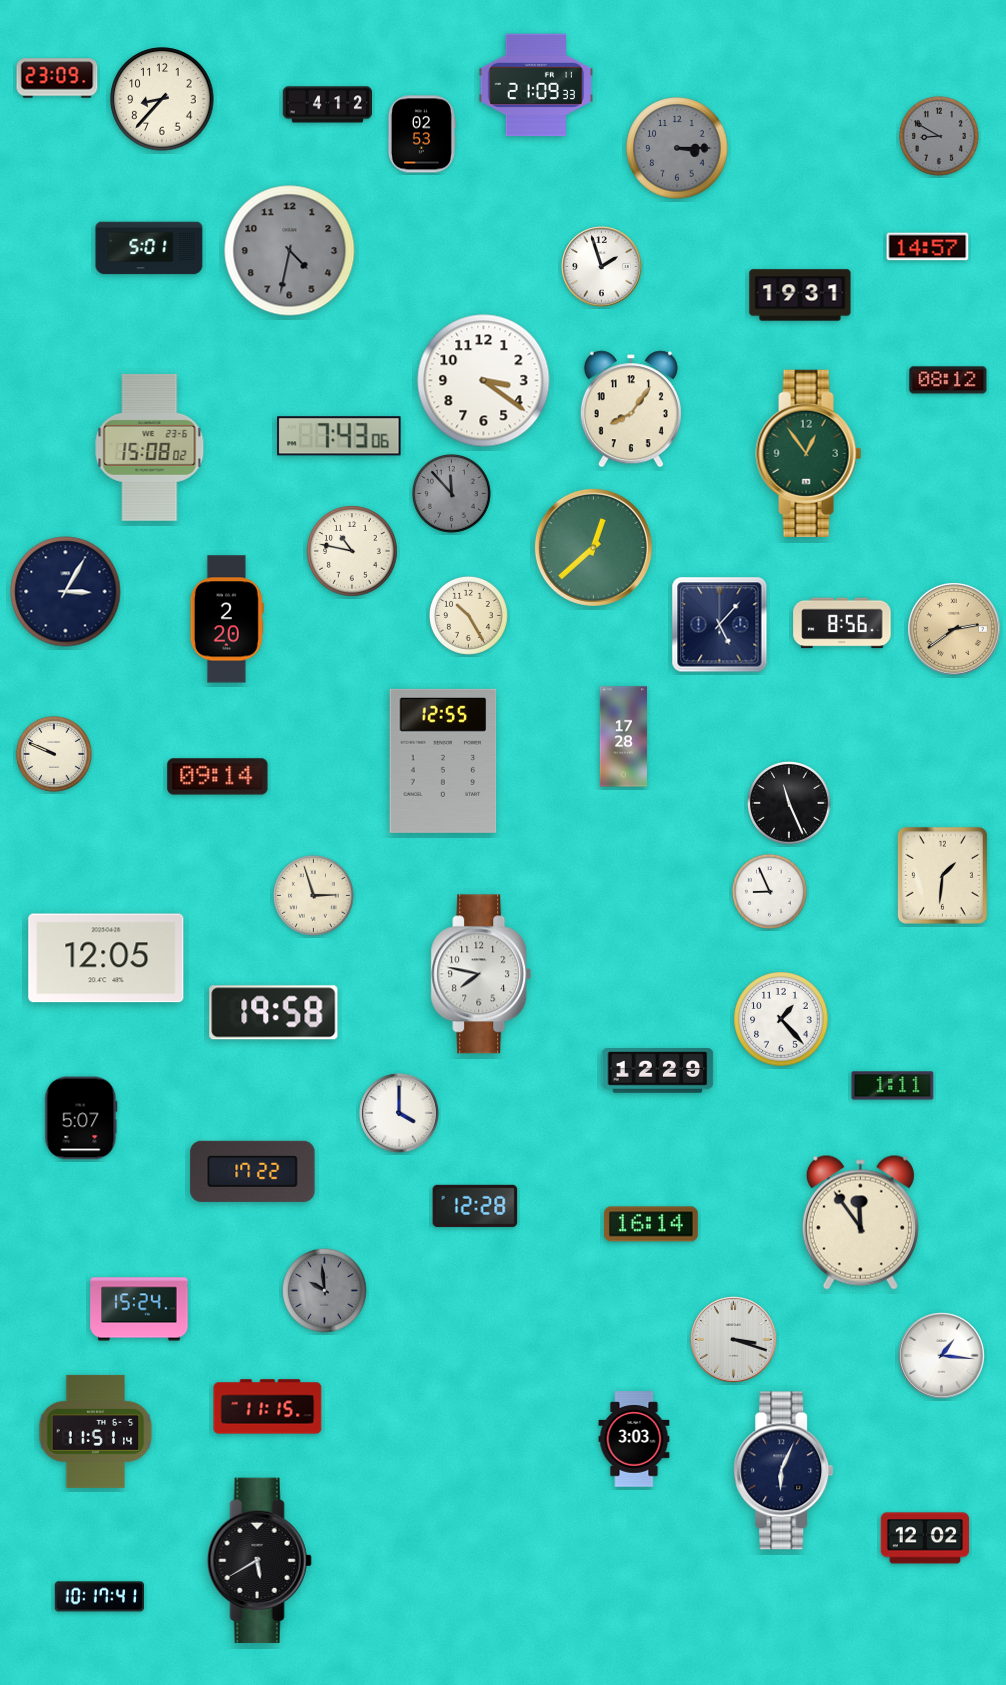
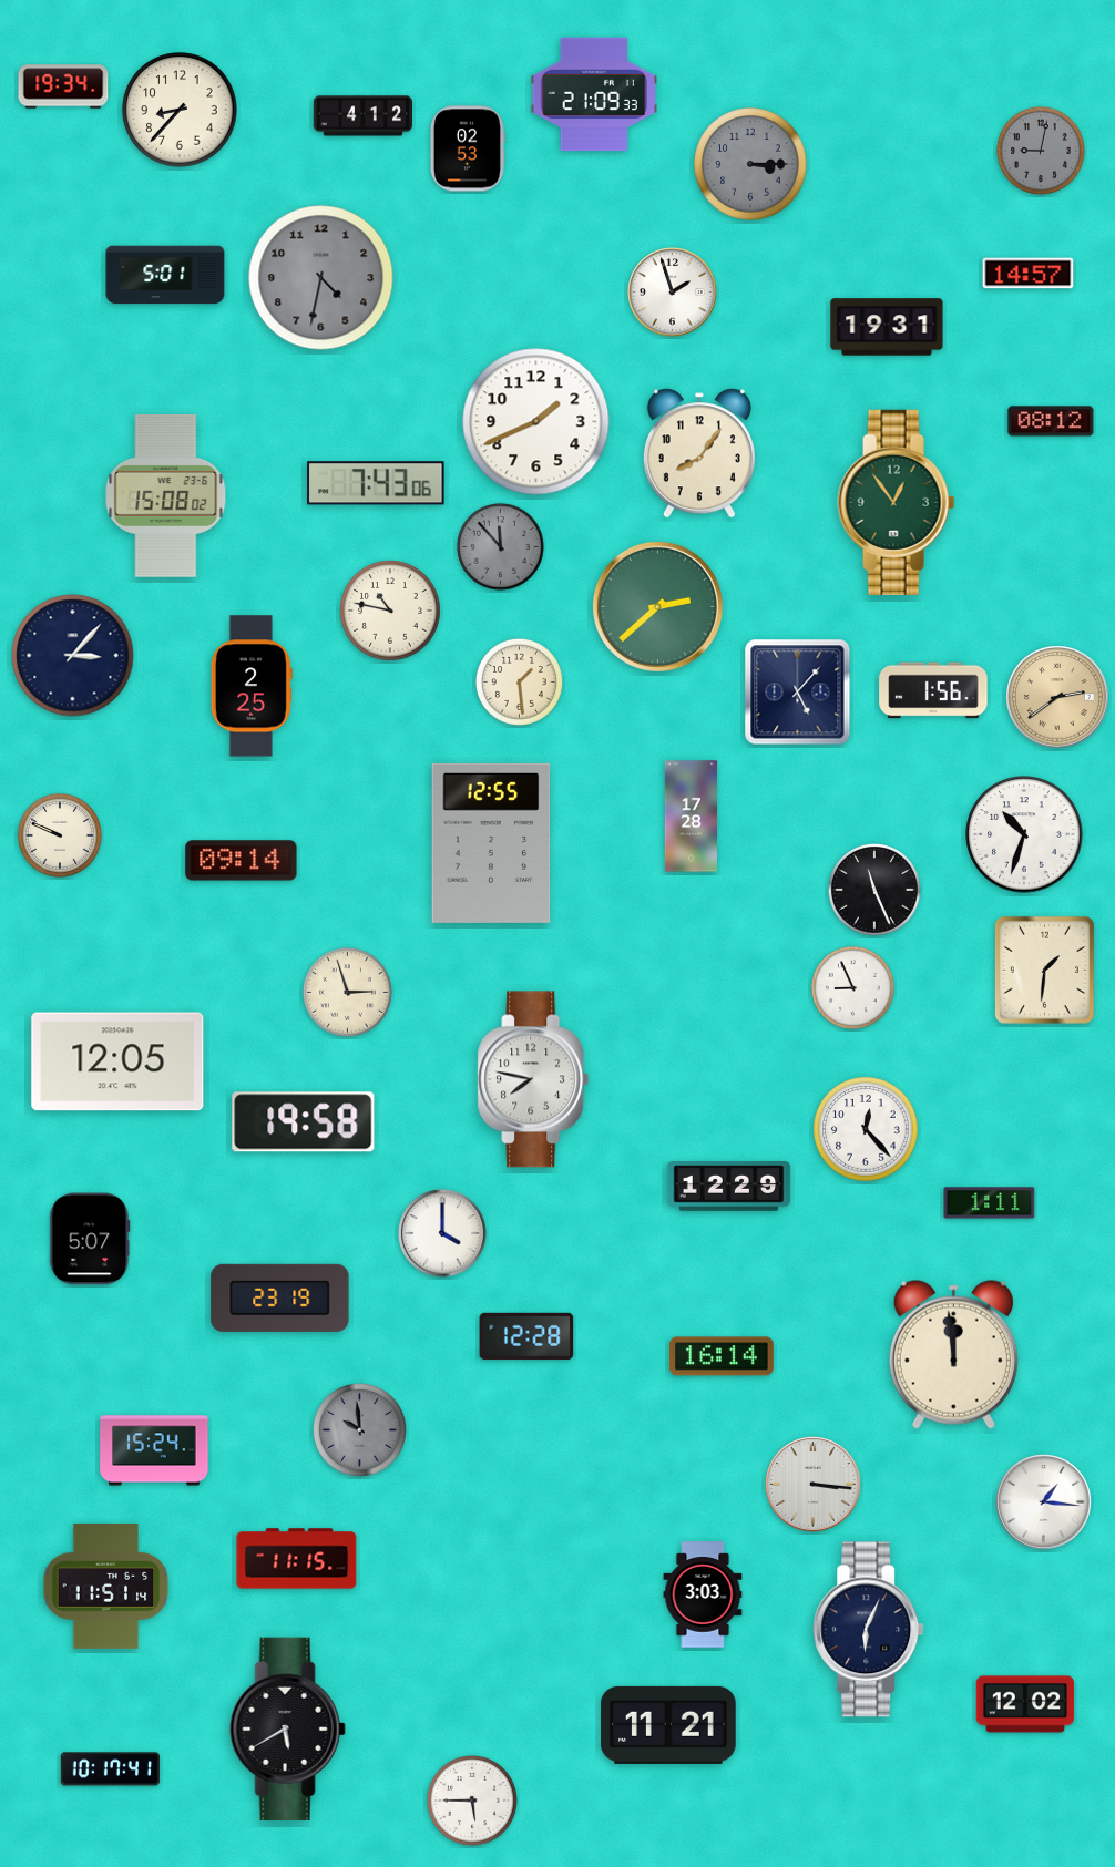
clock at (57, 78): 23:09 -> 19:34
clock at (939, 136): 8:50 -> 9:02
clock at (602, 267) position: (602, 267) -> (673, 293)
clock at (484, 381): 3:21 -> 1:41
clock at (593, 547): 12:38 -> 2:38
clock at (66, 592): 3:05 -> 3:07
clock at (468, 615): 10:25 -> 1:29
clock at (227, 619): 2:20 -> 2:25
clock at (842, 623): 8:56 -> 1:56
clock at (1024, 834): none -> 10:33
clock at (781, 1019): 1:23 -> 12:23
clock at (253, 1171): 17:22 -> 23:19
clock at (860, 1222): 11:54 -> 11:59
clock at (734, 1340): 3:18 -> 3:16
clock at (668, 1725): none -> 11:21
clock at (473, 1802): none -> 5:45
